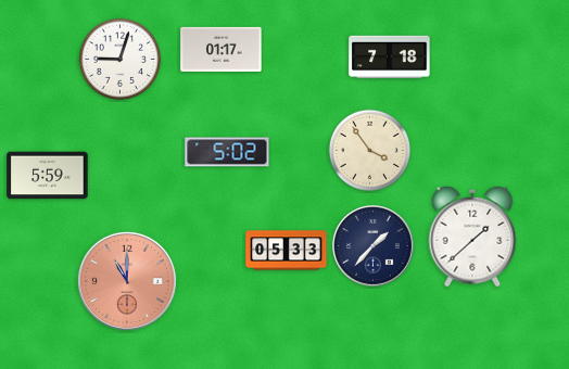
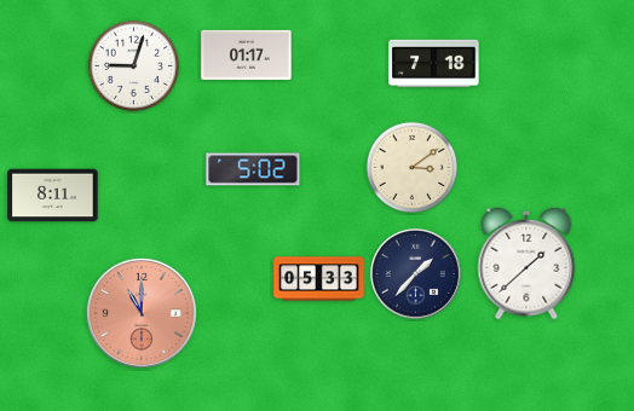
clock at (369, 150): 3:54 -> 3:09
clock at (48, 176): 5:59 -> 8:11
